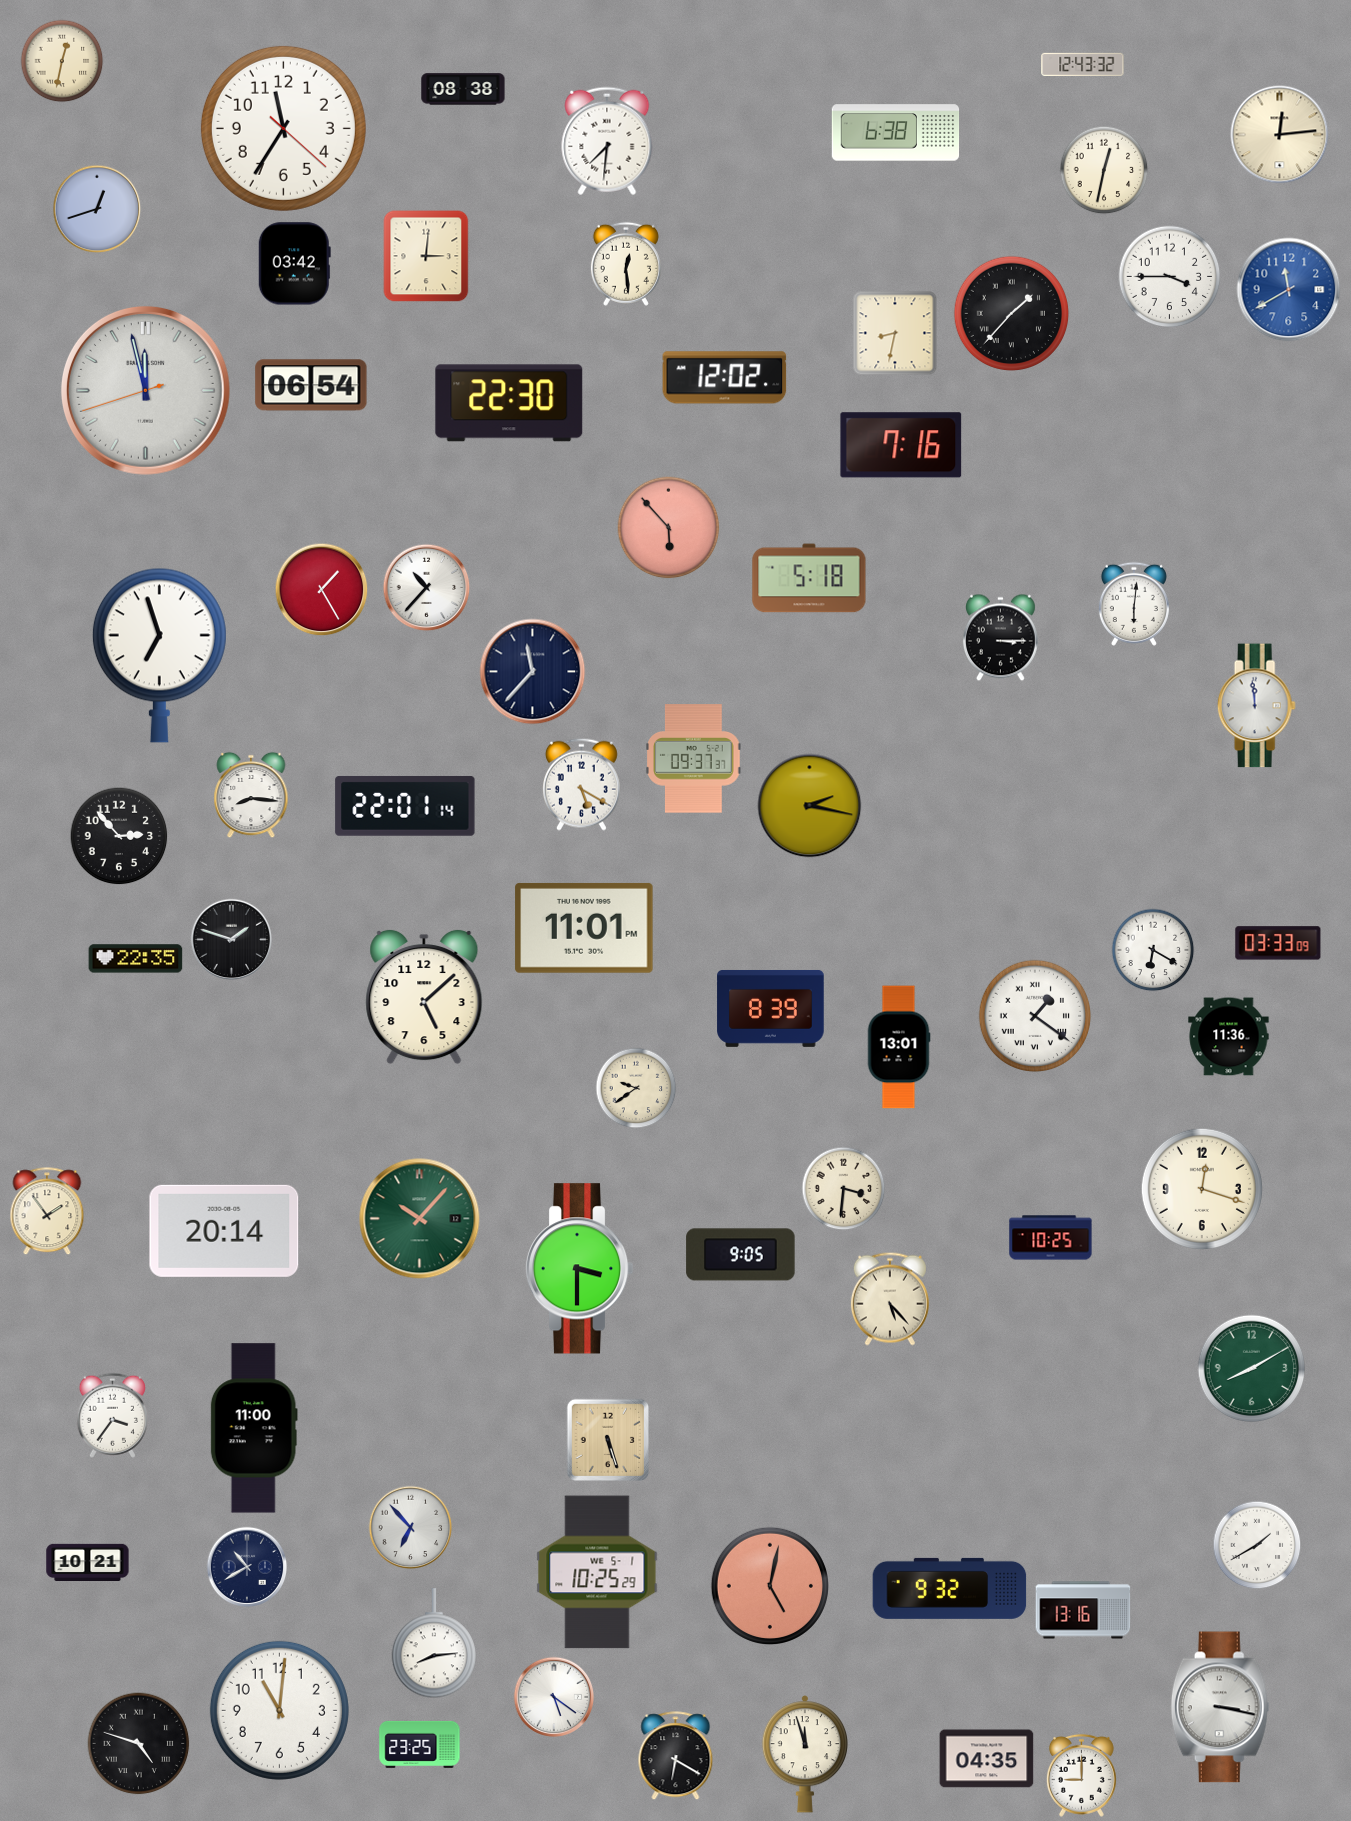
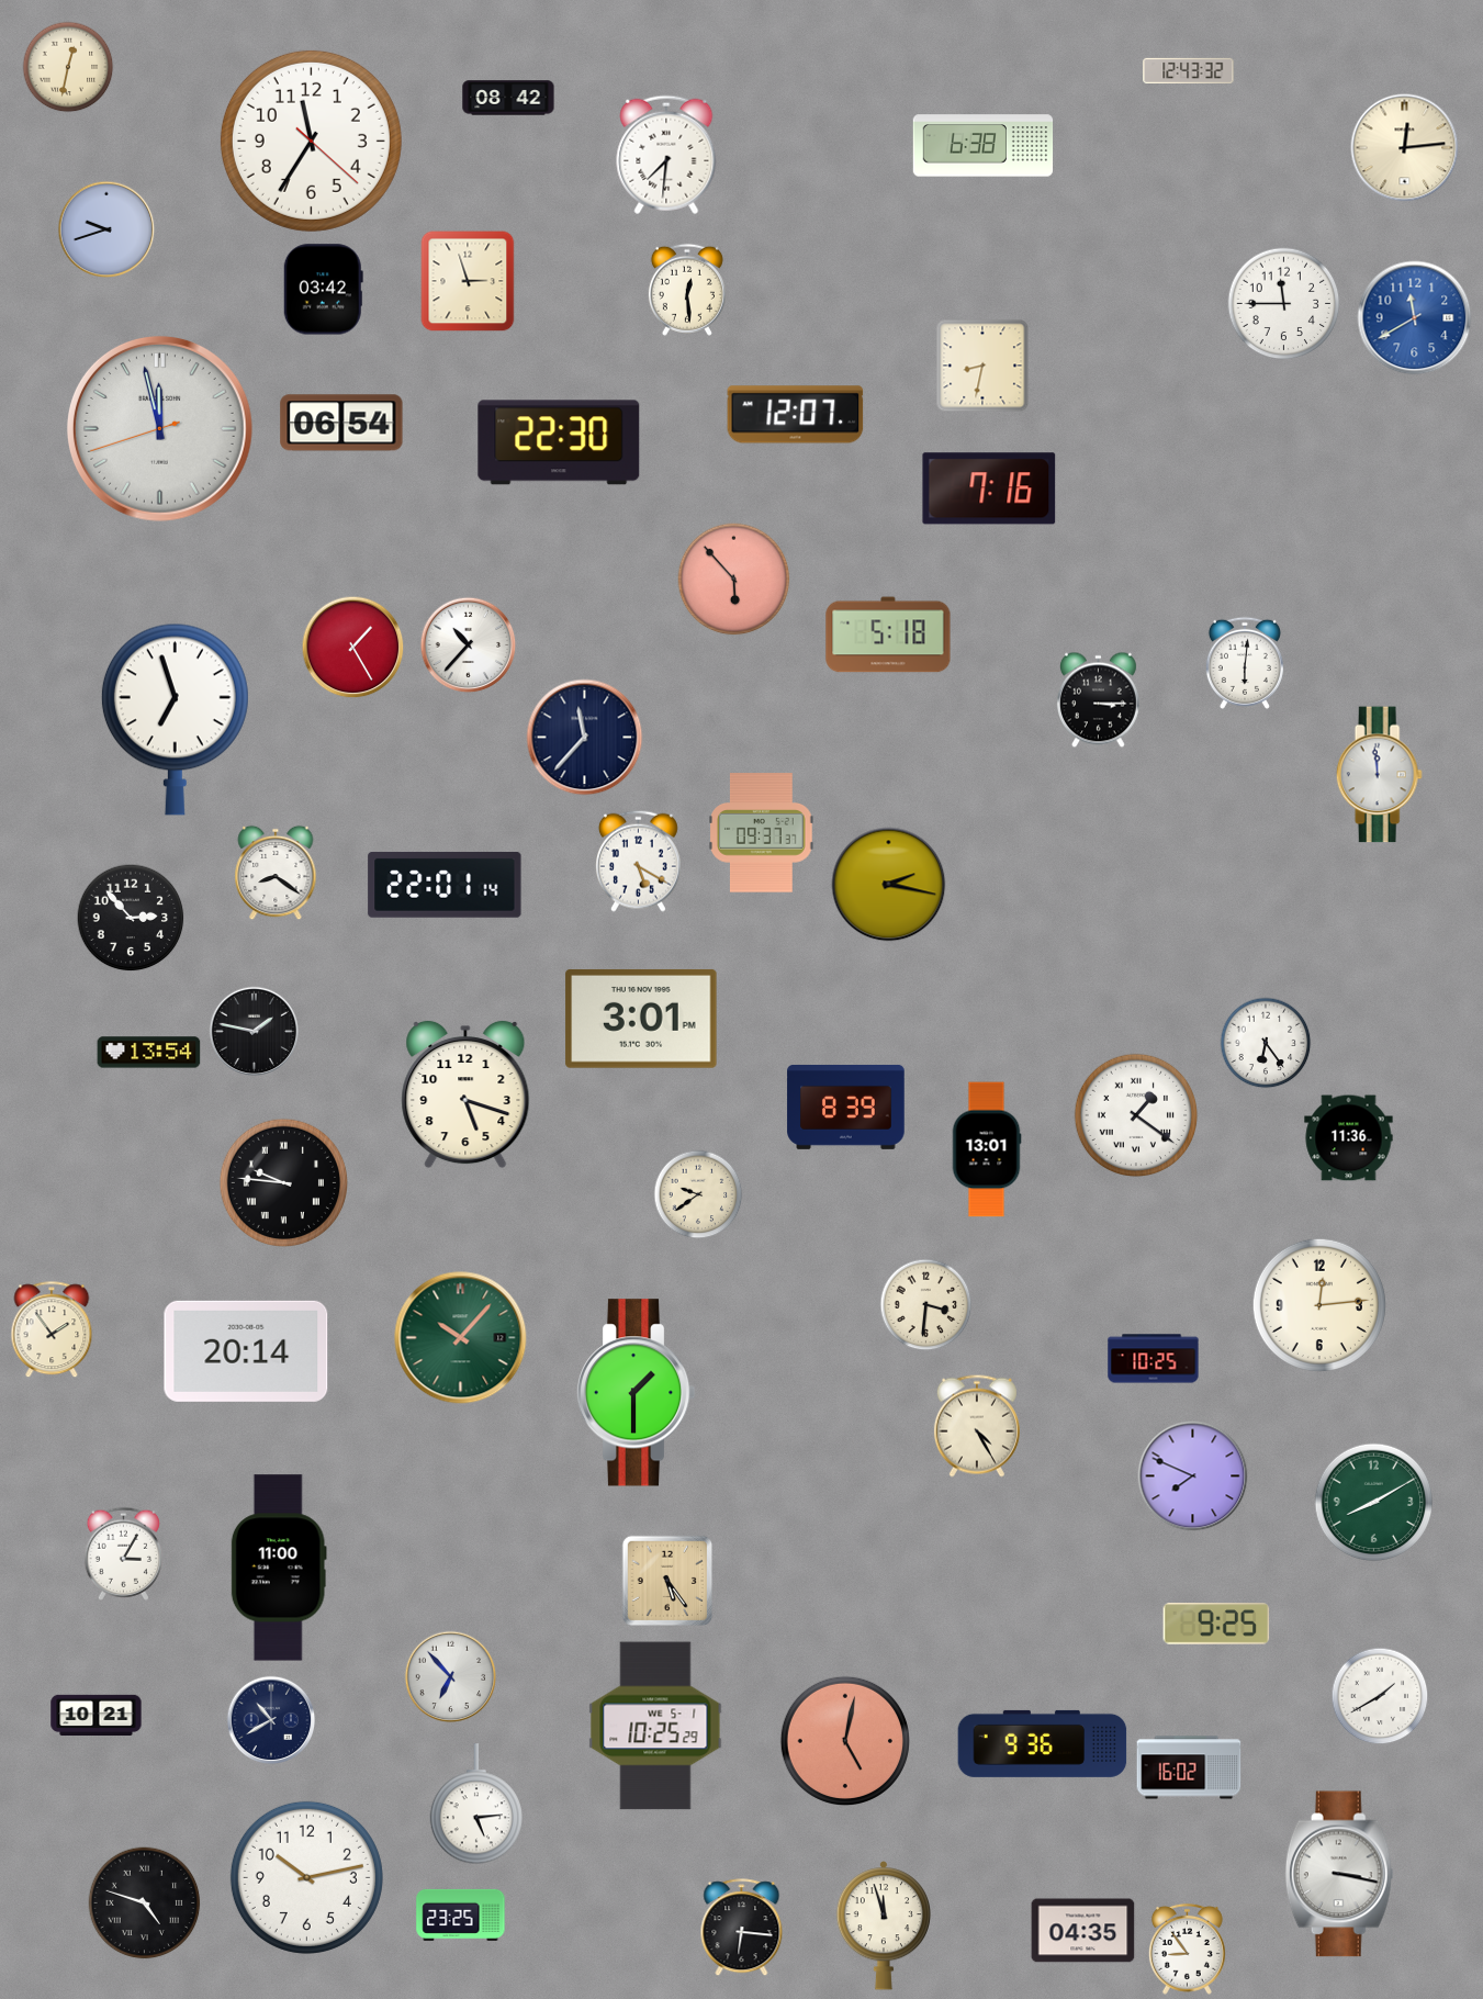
clock at (463, 89): 08:38 -> 08:42
clock at (1104, 170): 12:32 -> none
clock at (97, 209): 12:42 -> 9:42
clock at (426, 256): 3:01 -> 2:57
clock at (1170, 277): 3:45 -> 11:45
clock at (1011, 313): 1:37 -> none
clock at (725, 378): 12:02 -> 12:07
clock at (251, 795): 8:16 -> 8:21
clock at (584, 928): 11:01 -> 3:01
clock at (232, 940): 1:48 -> 1:47
clock at (1278, 943): 03:33 -> none
clock at (1153, 950): 6:20 -> 6:24
clock at (136, 959): 22:35 -> 13:54
clock at (424, 997): 5:08 -> 5:18
clock at (283, 1182): none -> 9:46
clock at (1202, 1189): 12:18 -> 12:14
clock at (741, 1255): 9:05 -> none
clock at (579, 1269): 3:30 -> 1:30
clock at (890, 1299): 5:23 -> 4:25
clock at (1193, 1476): none -> 7:49
clock at (112, 1415): 3:36 -> 3:05
clock at (607, 1439): 5:27 -> 5:24
clock at (1216, 1624): none -> 9:25
clock at (950, 1588): 9:32 -> 9:36
clock at (1083, 1610): 13:16 -> 16:02
clock at (433, 1644): 8:14 -> 5:14
clock at (554, 1697): 5:21 -> none
clock at (279, 1710): 11:01 -> 10:13
clock at (139, 1744) position: (139, 1744) -> (145, 1903)
clock at (676, 1756): 6:20 -> 6:16
clock at (1081, 1775): 9:00 -> 8:54
